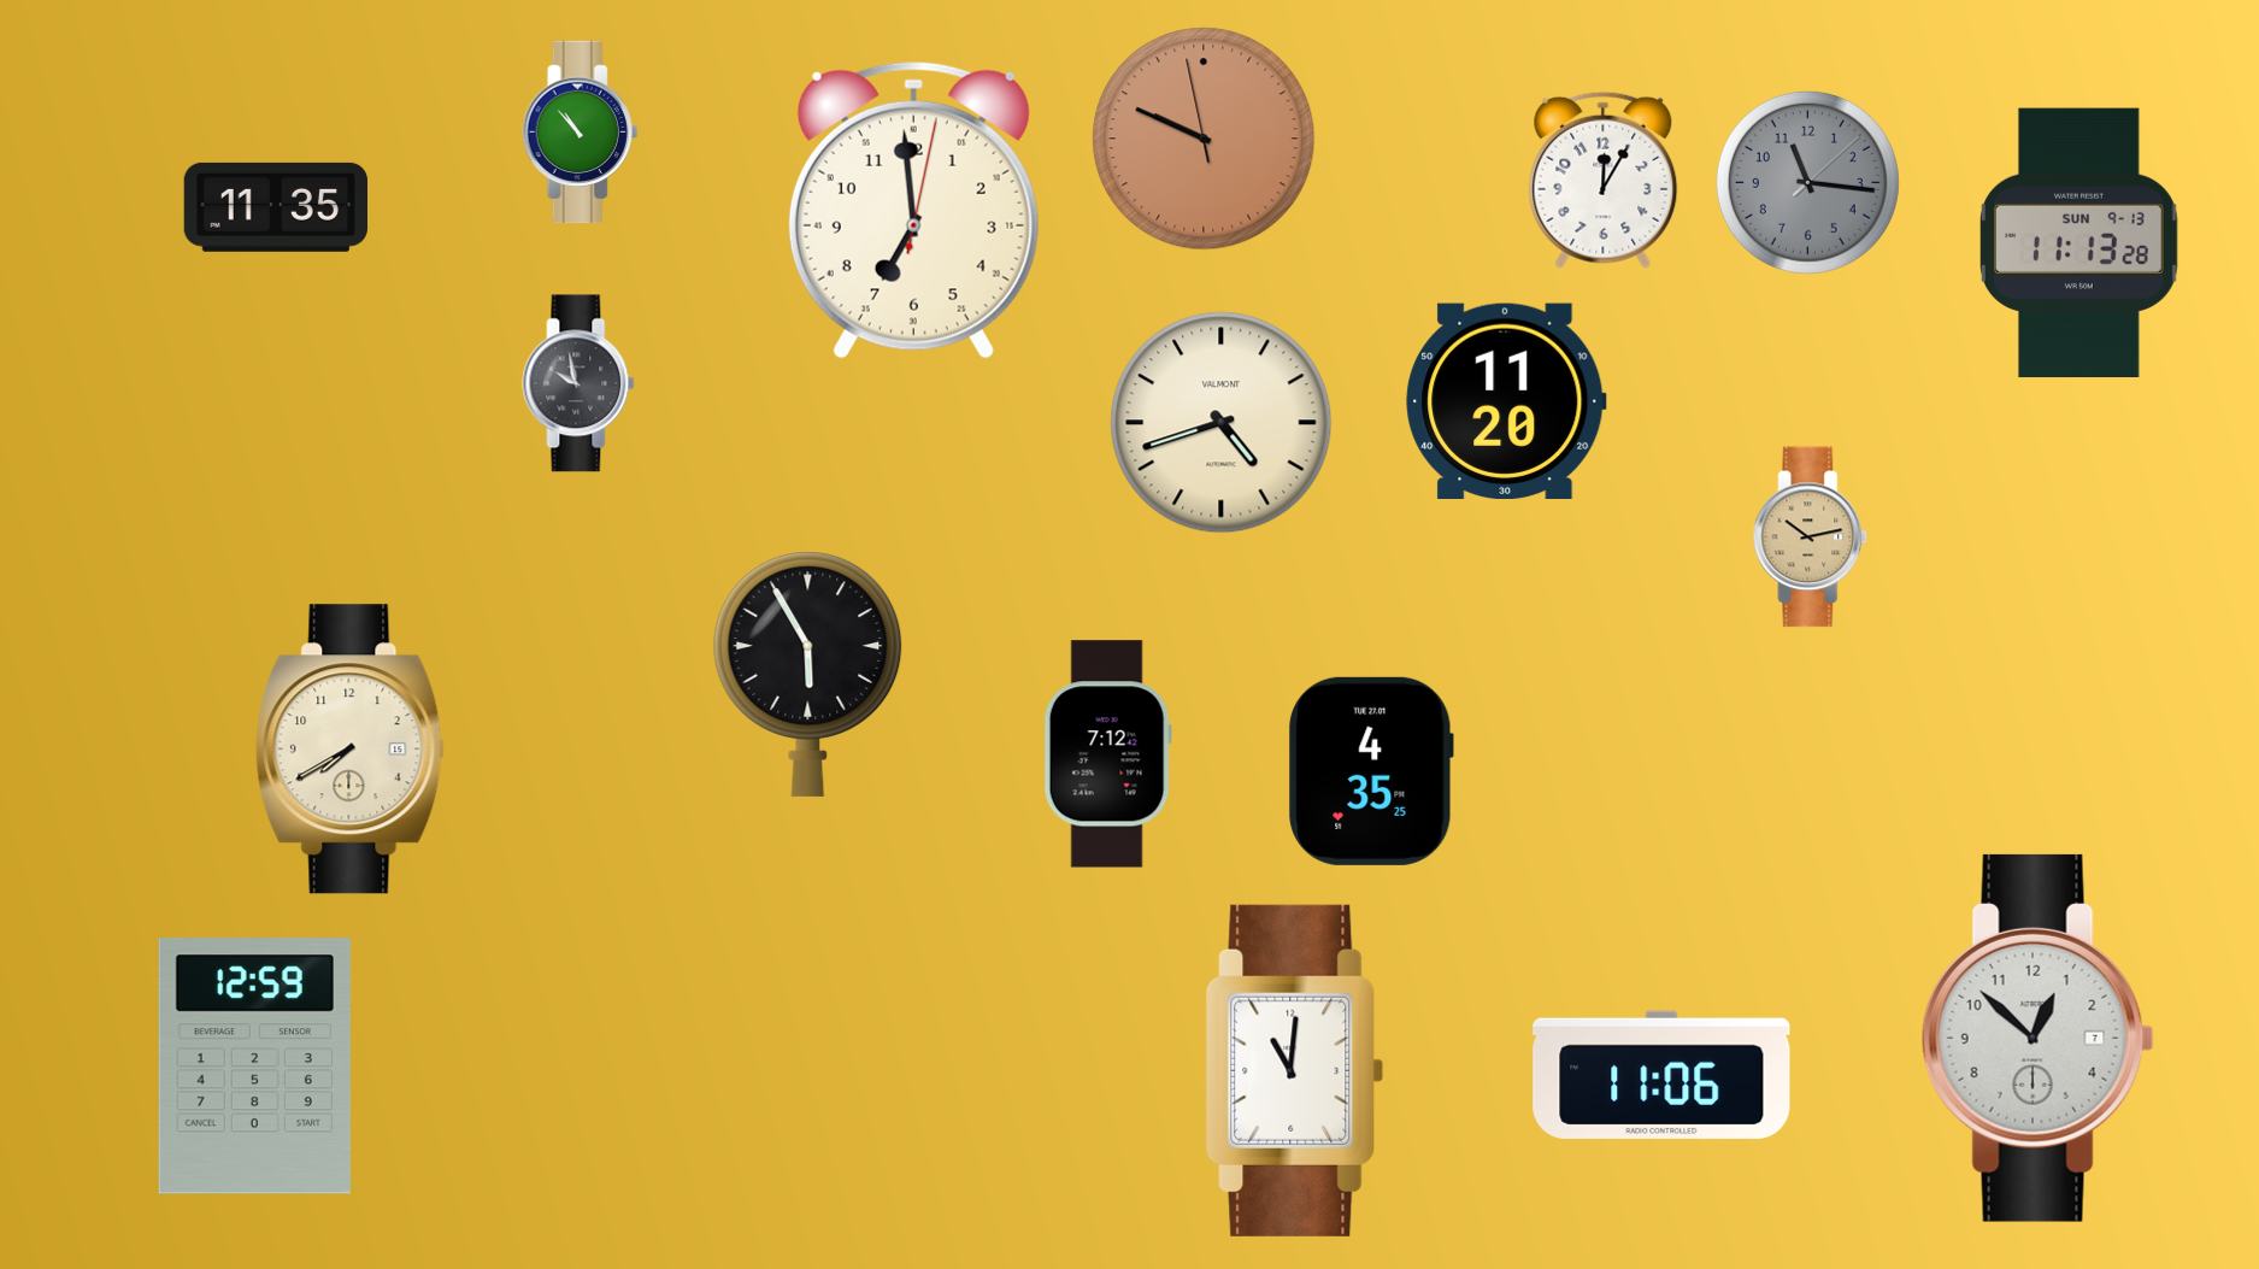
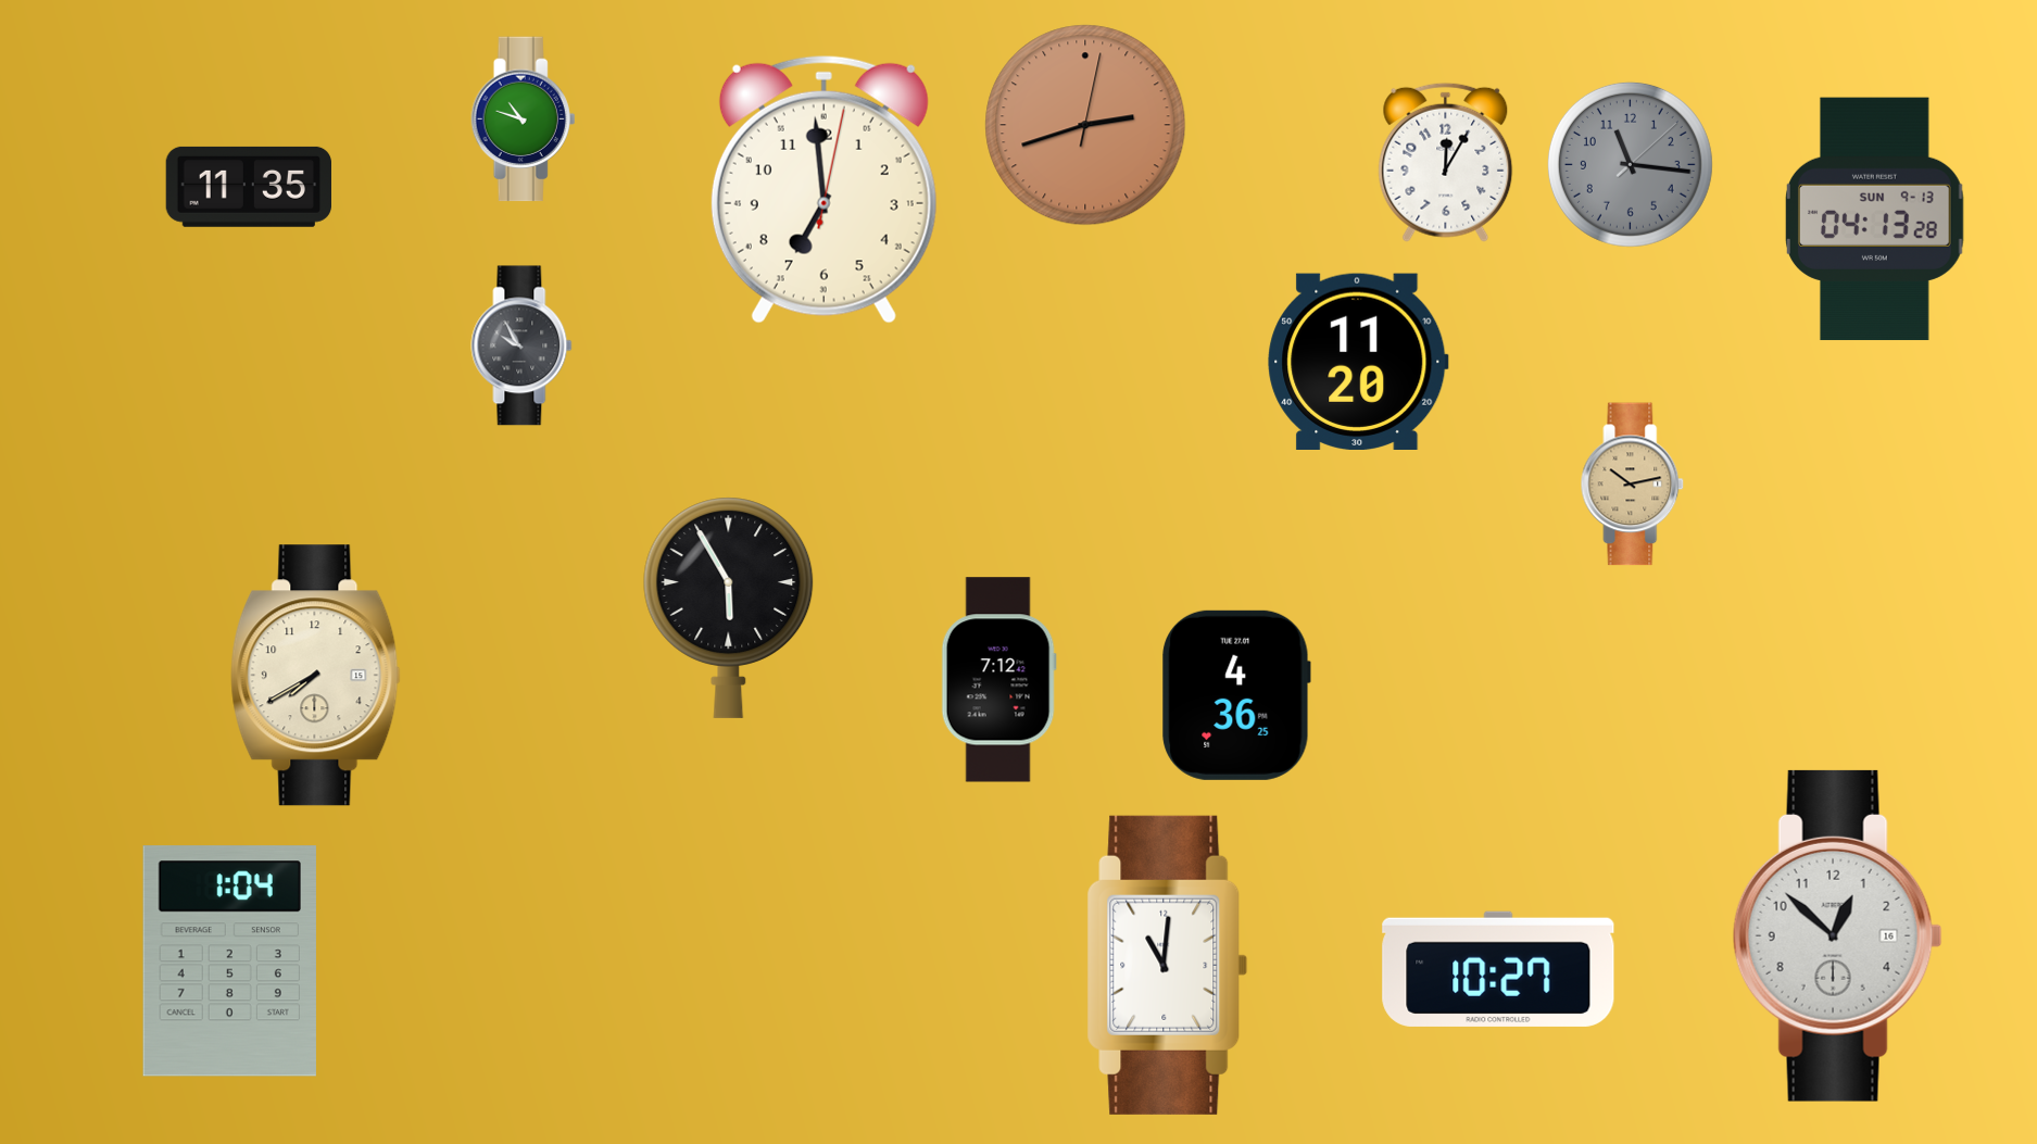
clock at (581, 133): 10:53 -> 10:48
clock at (1204, 139): 9:48 -> 2:42
clock at (2079, 243): 11:13 -> 04:13
clock at (578, 383): 9:58 -> 9:55
clock at (1222, 423): 4:42 -> none
clock at (1371, 771): 4:35 -> 4:36
clock at (2037, 1038) date: 7 -> 16
clock at (254, 1067): 12:59 -> 1:04
clock at (1661, 1075): 11:06 -> 10:27
